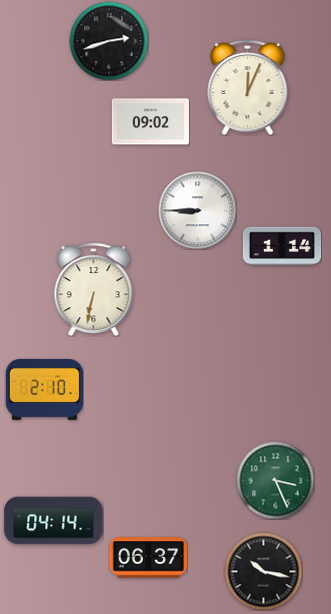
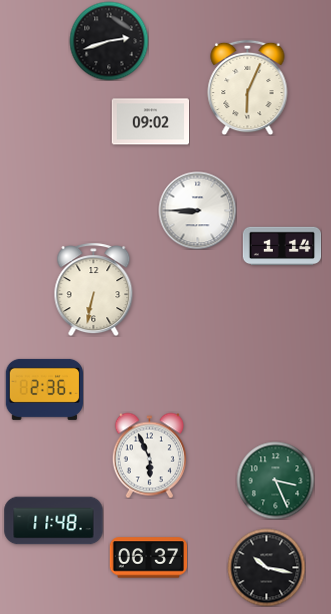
clock at (248, 87): 12:04 -> 6:04
clock at (44, 389): 2:10 -> 2:36
clock at (149, 455): none -> 5:56
clock at (54, 521): 04:14 -> 11:48
clock at (263, 571) position: (263, 571) -> (266, 567)
